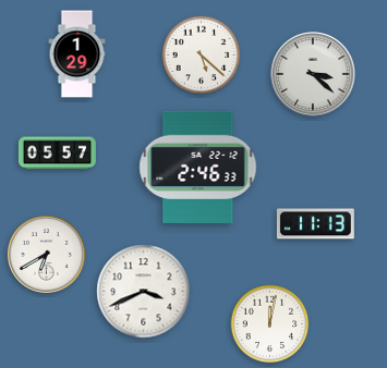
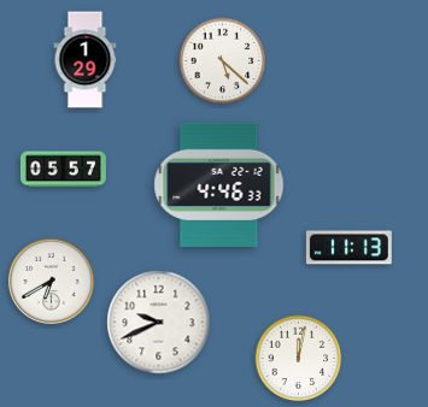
clock at (313, 74): 3:22 -> none
clock at (198, 167): 2:46 -> 4:46
clock at (144, 292): 3:41 -> 9:41
